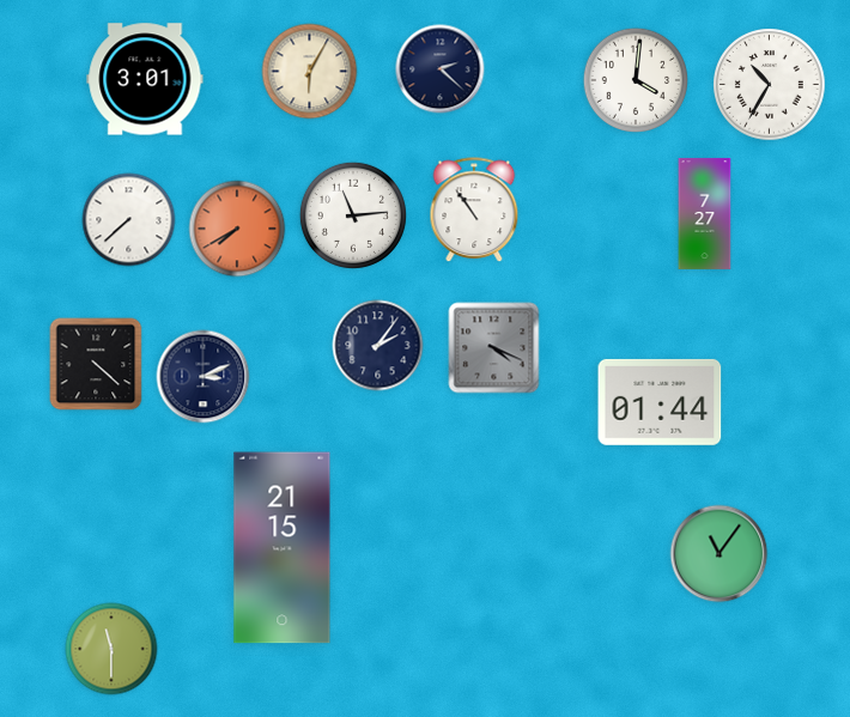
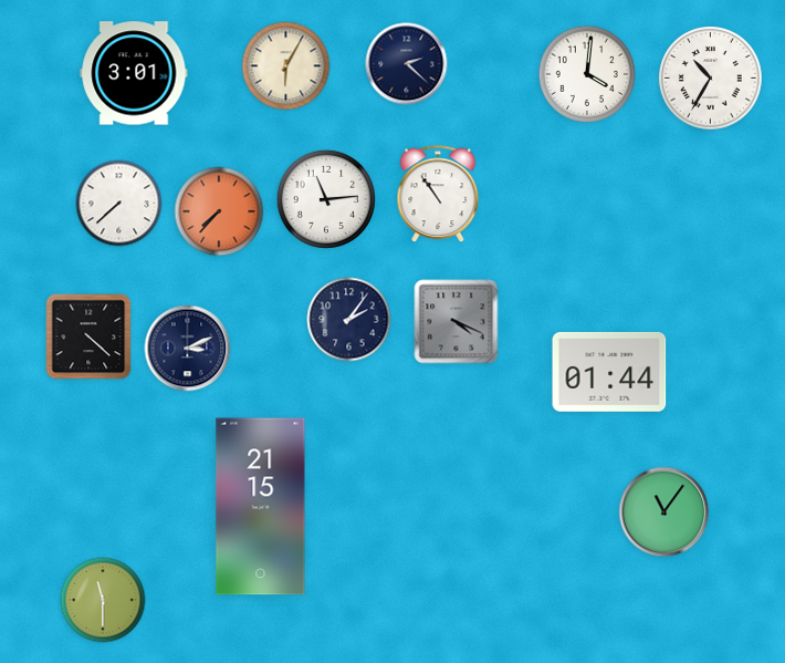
clock at (705, 213): 7:27 -> none
clock at (237, 229): 7:40 -> 7:37
